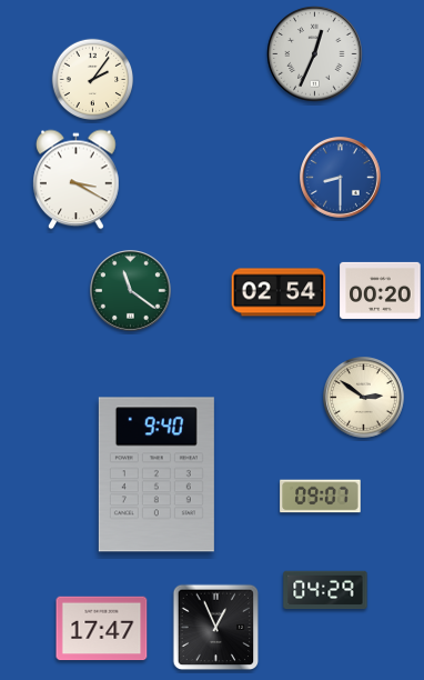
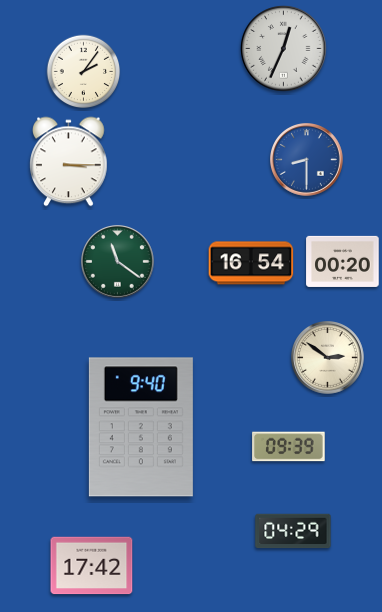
clock at (77, 180): 3:20 -> 3:15
clock at (279, 292): 02:54 -> 16:54
clock at (321, 497): 09:07 -> 09:39
clock at (216, 628): 12:56 -> none
clock at (102, 629): 17:47 -> 17:42
